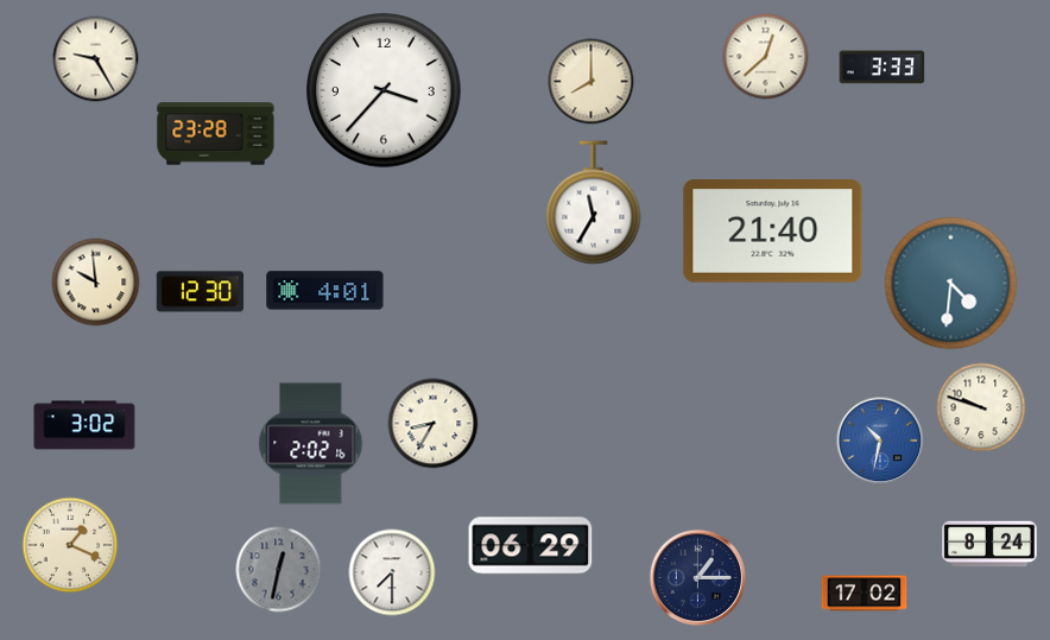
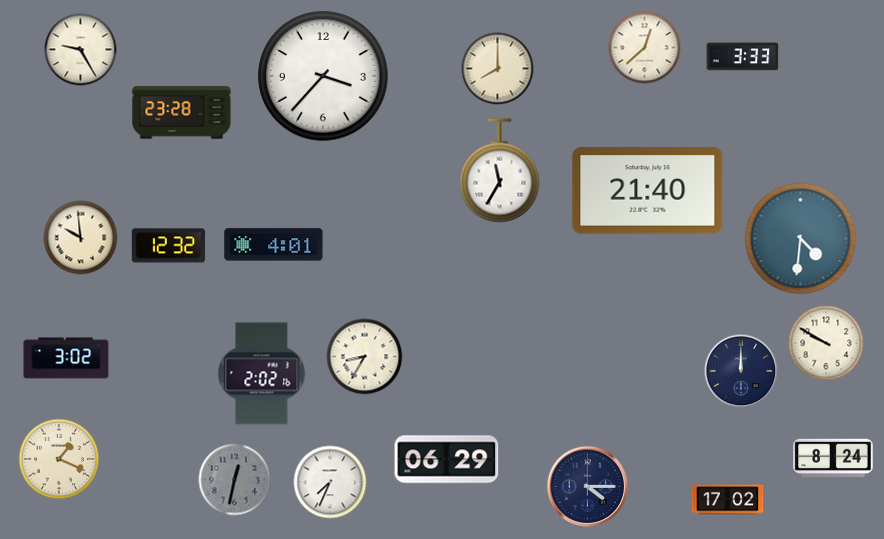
clock at (773, 232) position: (773, 232) -> (648, 191)
clock at (201, 292): 12:30 -> 12:32
clock at (981, 407): 9:48 -> 9:50
clock at (84, 425) position: (84, 425) -> (66, 358)
clock at (880, 441): 10:32 -> 12:00
clock at (880, 441) dial: blue -> navy
clock at (392, 572): 7:30 -> 7:34
clock at (698, 578): 1:15 -> 4:15
